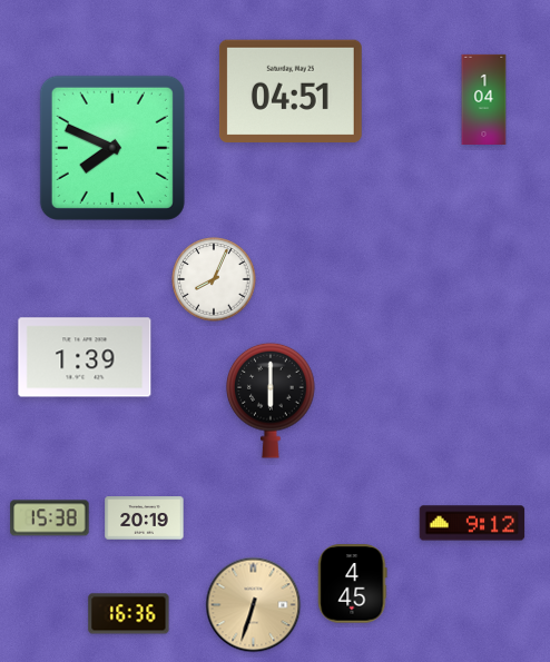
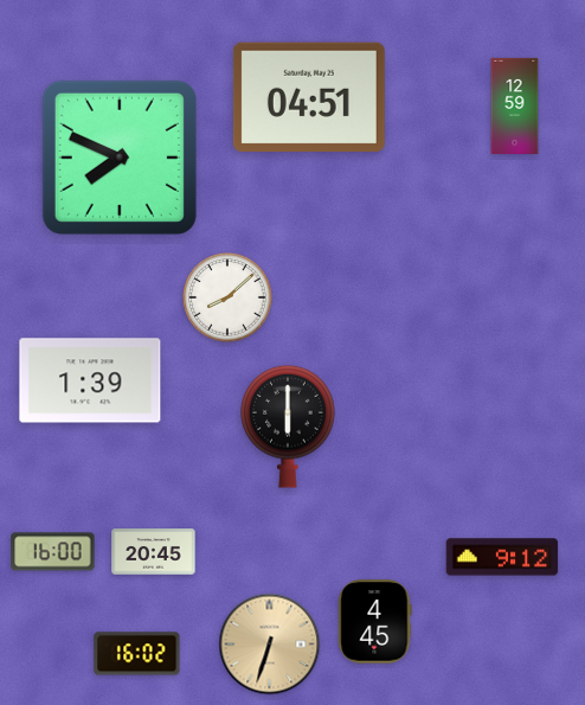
clock at (484, 99): 1:04 -> 12:59
clock at (214, 279): 8:04 -> 8:08
clock at (50, 518): 15:38 -> 16:00
clock at (145, 518): 20:19 -> 20:45
clock at (129, 614): 16:36 -> 16:02
